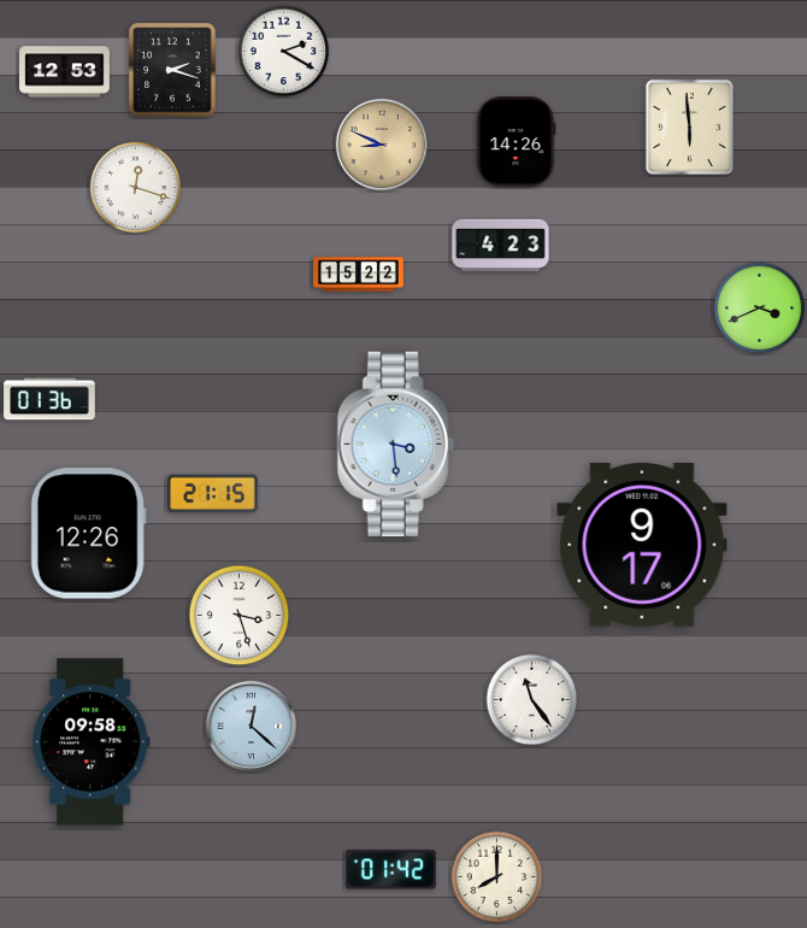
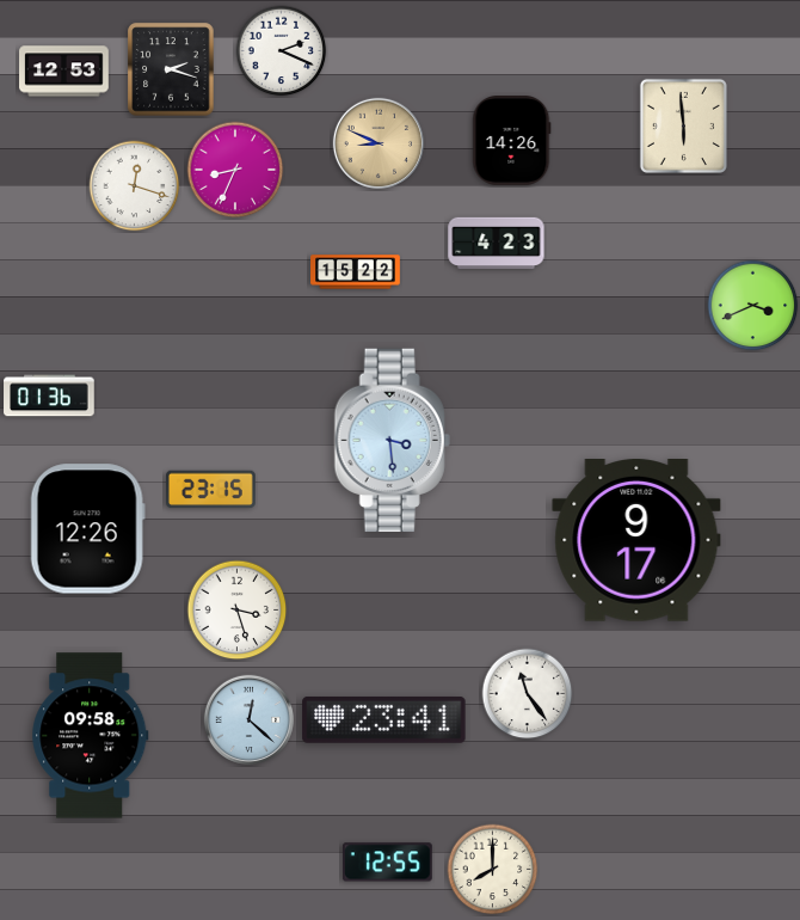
clock at (284, 52): 2:20 -> 2:19
clock at (235, 170): none -> 8:34
clock at (213, 494): 21:15 -> 23:15
clock at (384, 719): none -> 23:41
clock at (390, 870): 01:42 -> 12:55
